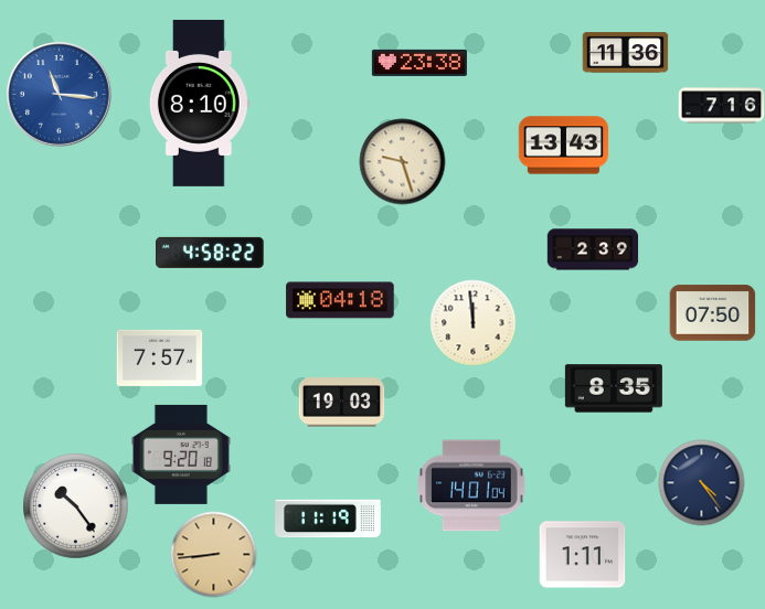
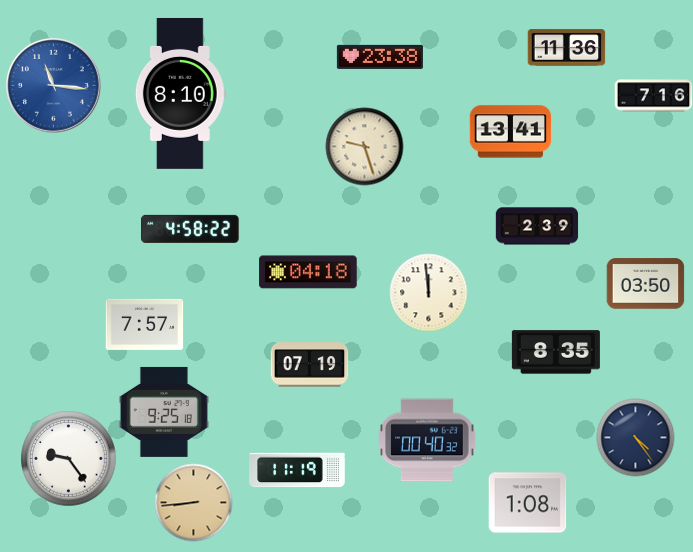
clock at (563, 146): 13:43 -> 13:41
clock at (712, 313): 07:50 -> 03:50
clock at (341, 403): 19:03 -> 07:19
clock at (181, 455): 9:20 -> 9:25
clock at (471, 485): 14:01 -> 00:40
clock at (75, 505): 10:24 -> 9:24
clock at (582, 555): 1:11 -> 1:08
